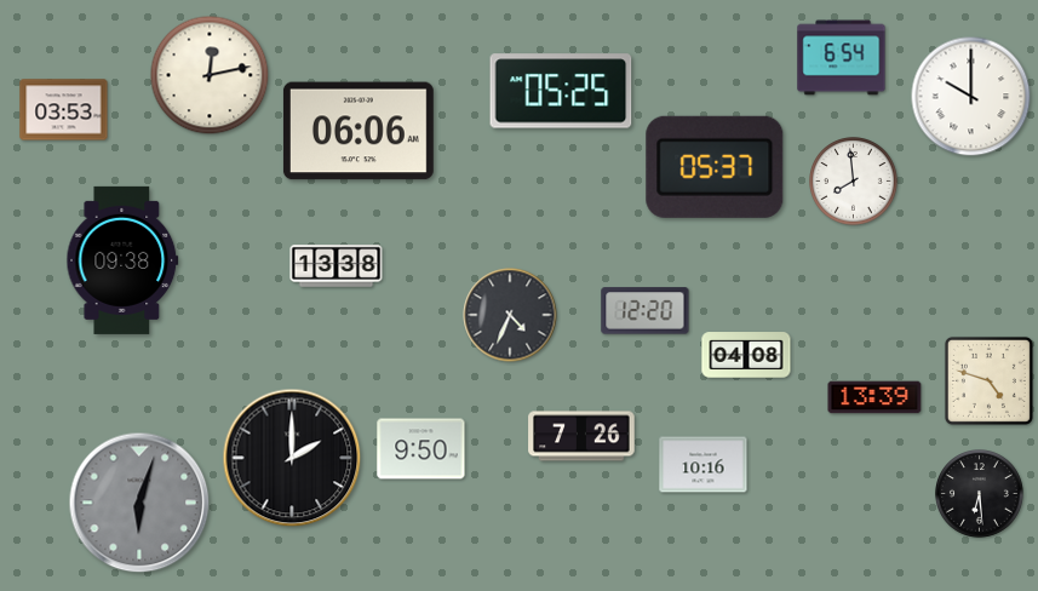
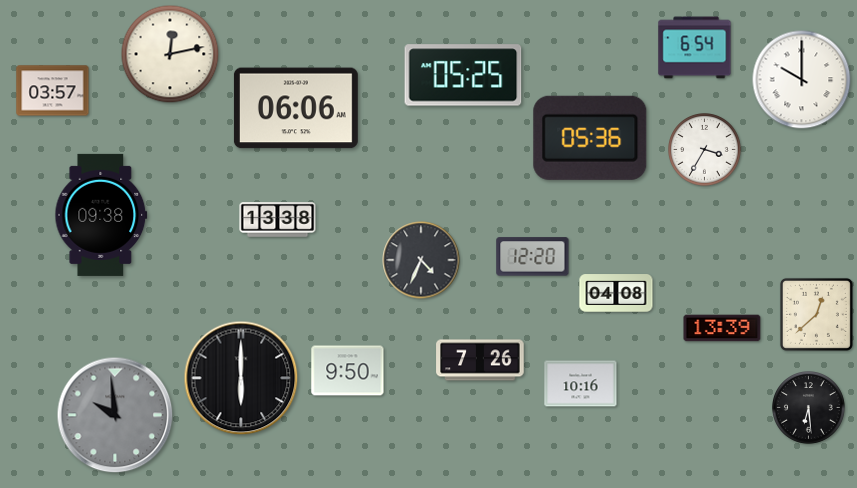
clock at (210, 75) position: (210, 75) -> (170, 54)
clock at (64, 110): 03:53 -> 03:57
clock at (715, 167): 05:37 -> 05:36
clock at (854, 182): 7:59 -> 3:35
clock at (988, 380): 4:48 -> 12:38
clock at (292, 458): 2:00 -> 6:00
clock at (139, 503): 6:03 -> 9:59
